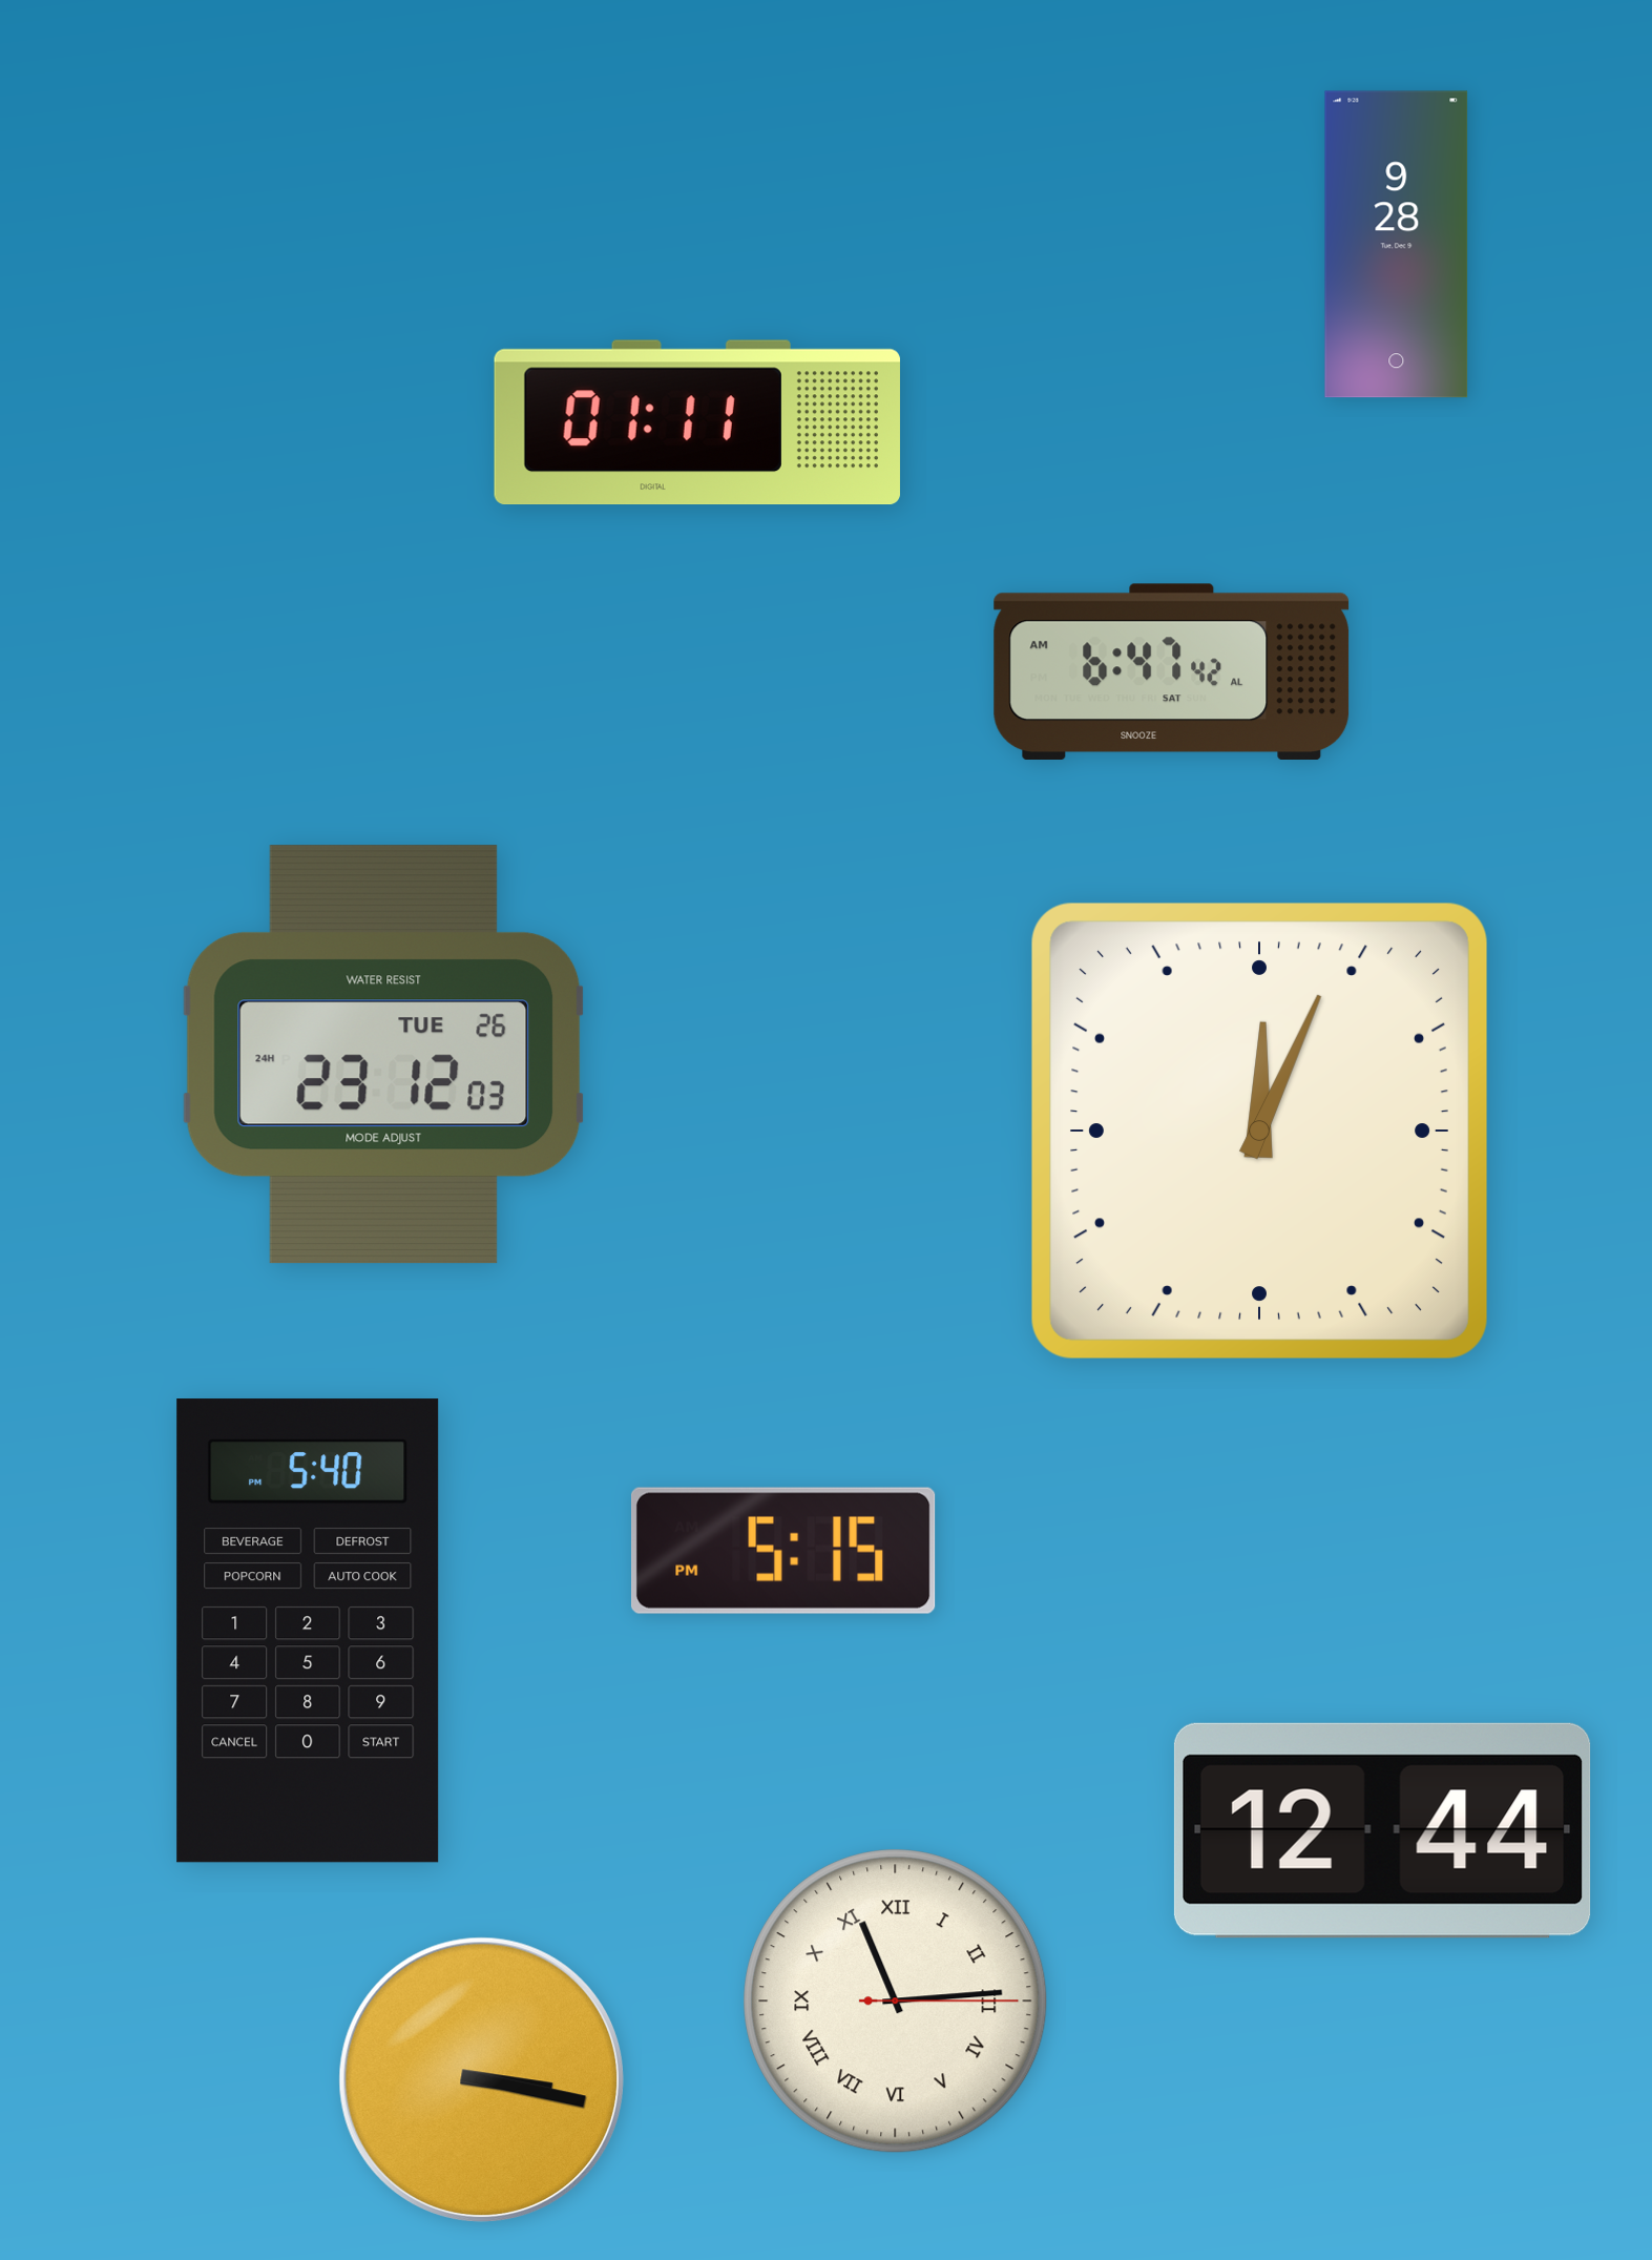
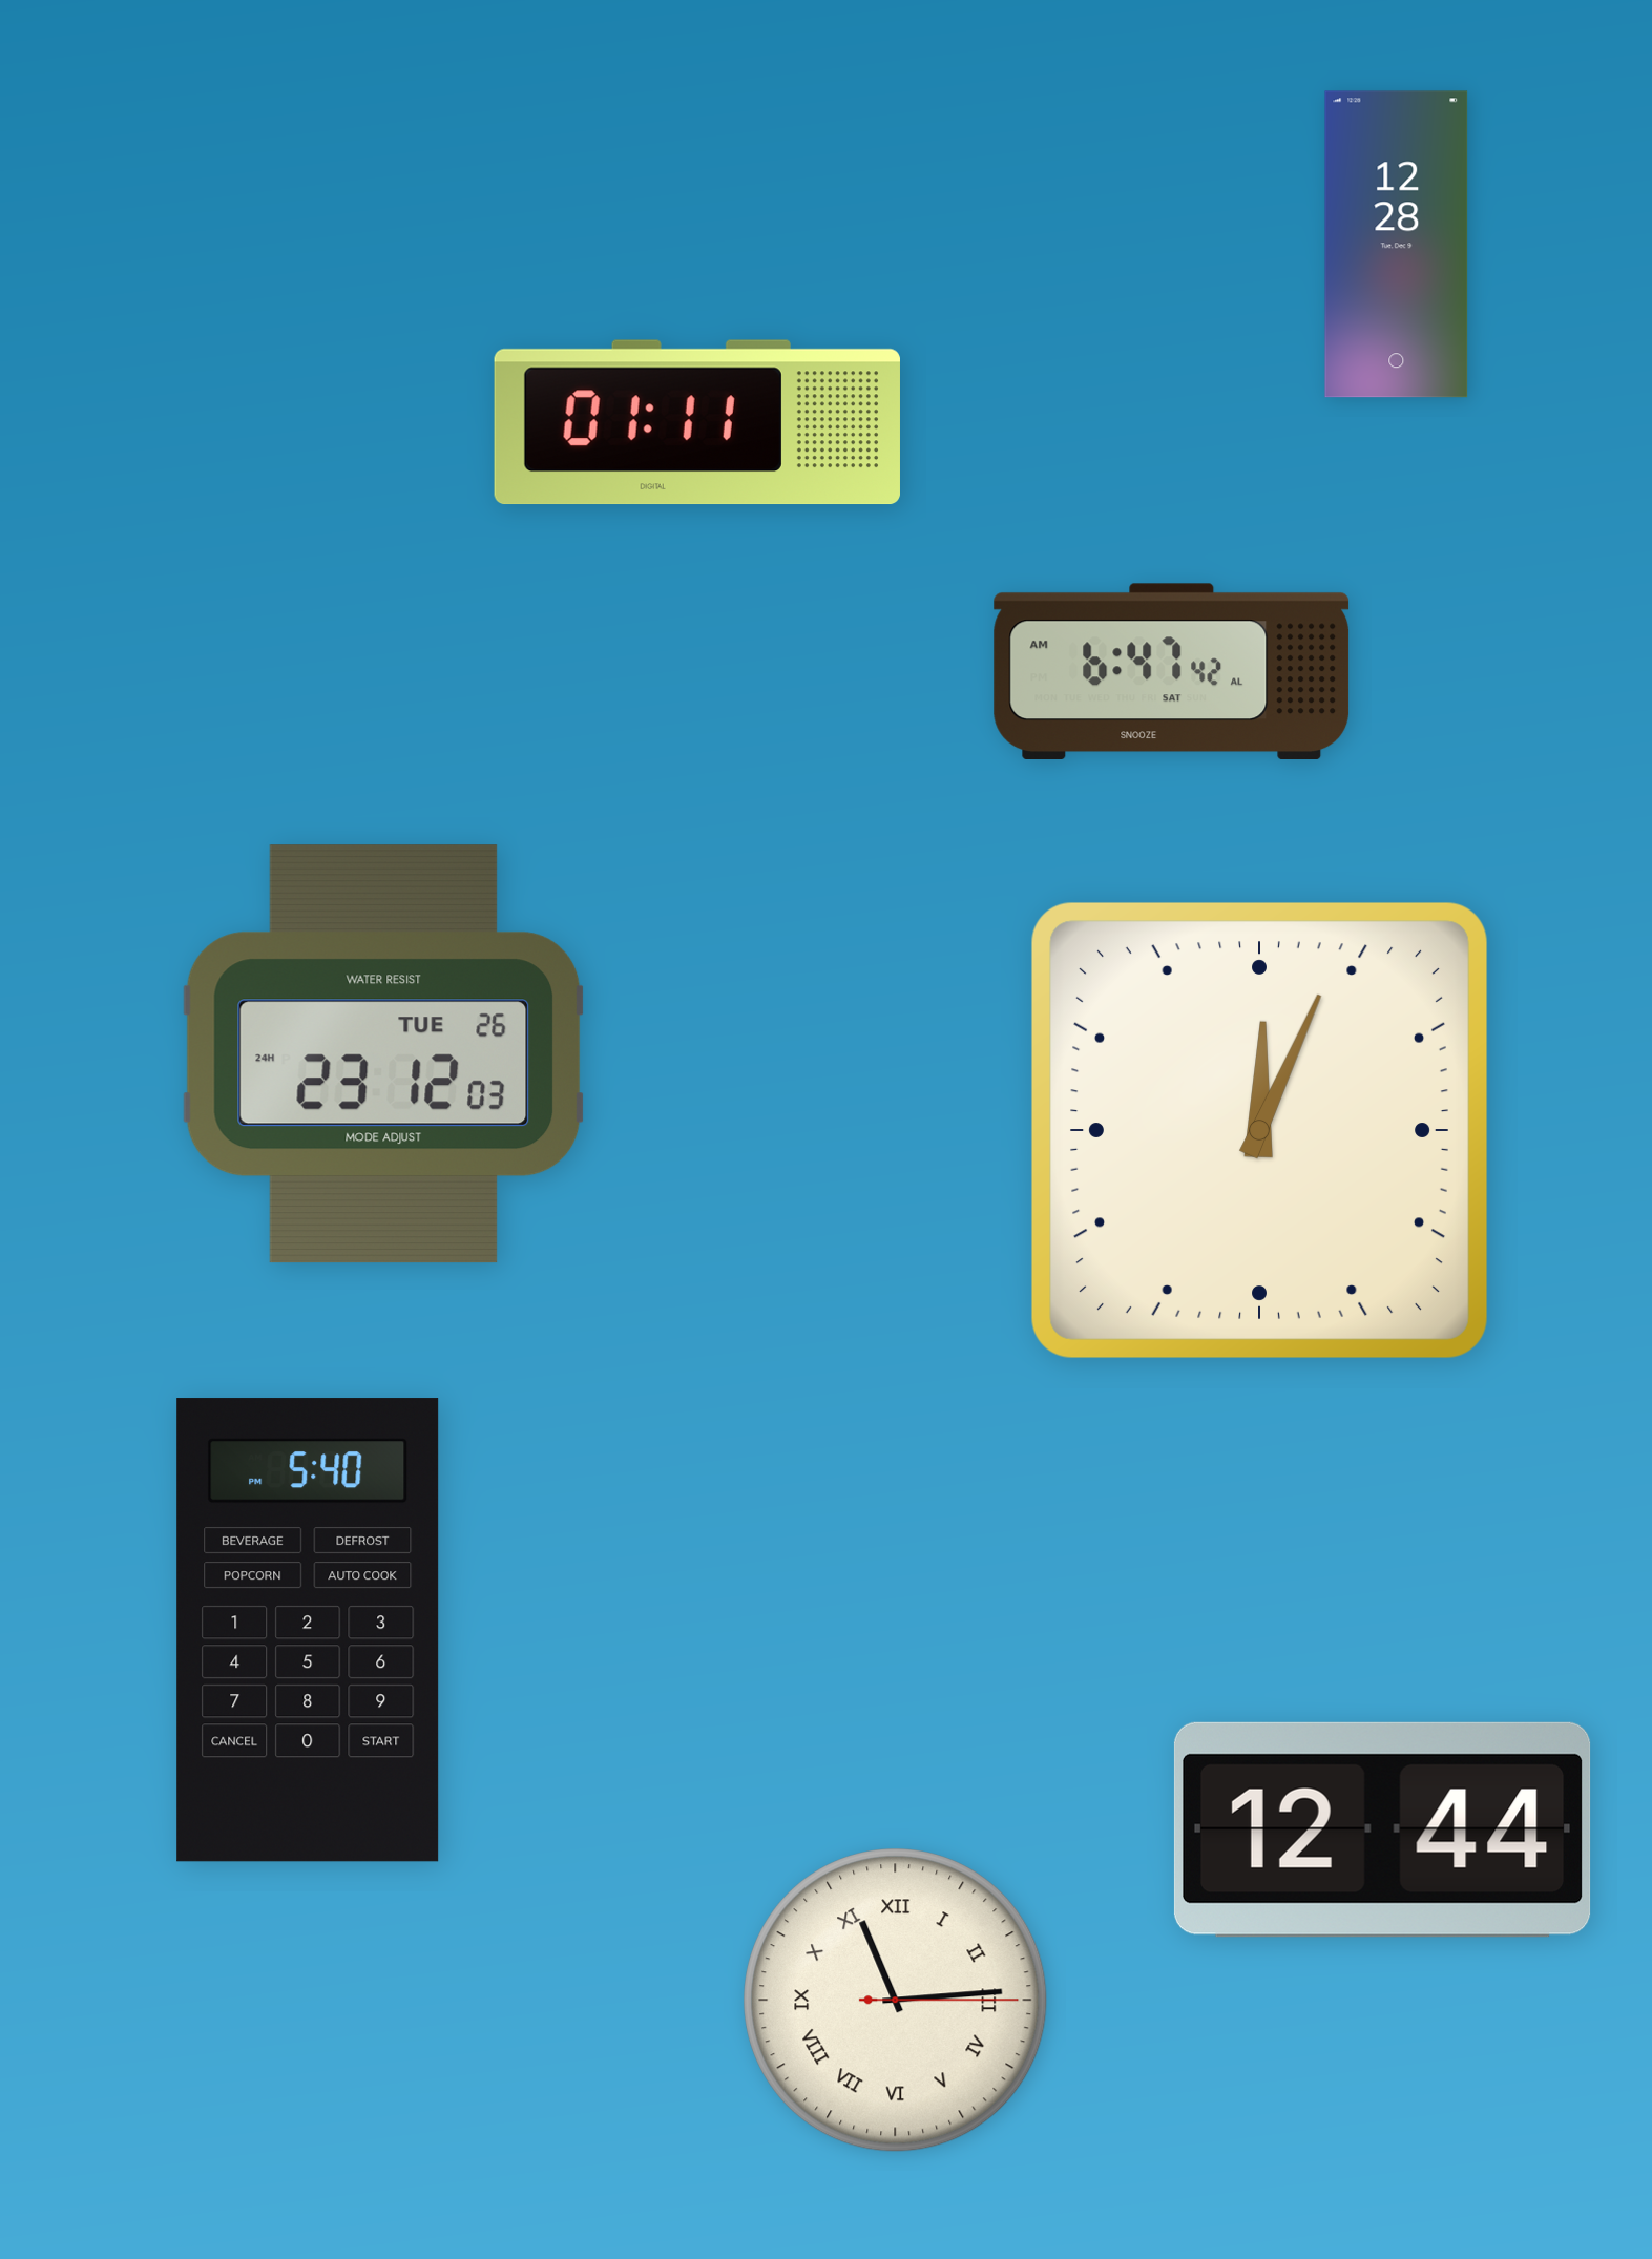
clock at (1397, 245): 9:28 -> 12:28
clock at (783, 1551): 5:15 -> none
clock at (481, 2079): 3:17 -> none
